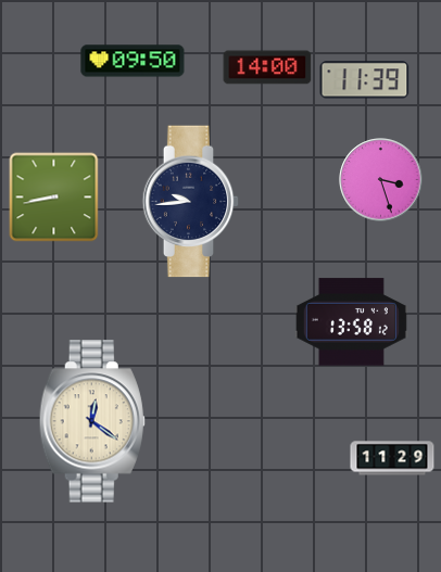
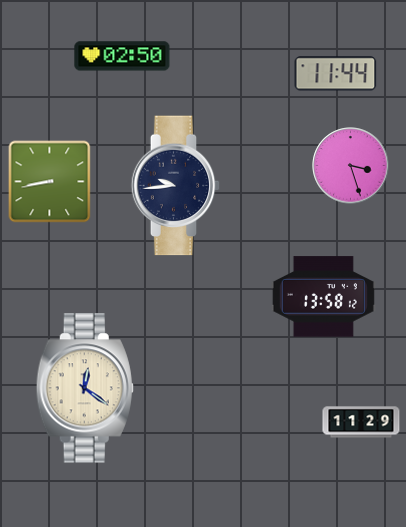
clock at (133, 61): 09:50 -> 02:50
clock at (267, 67): 14:00 -> none
clock at (365, 80): 11:39 -> 11:44
